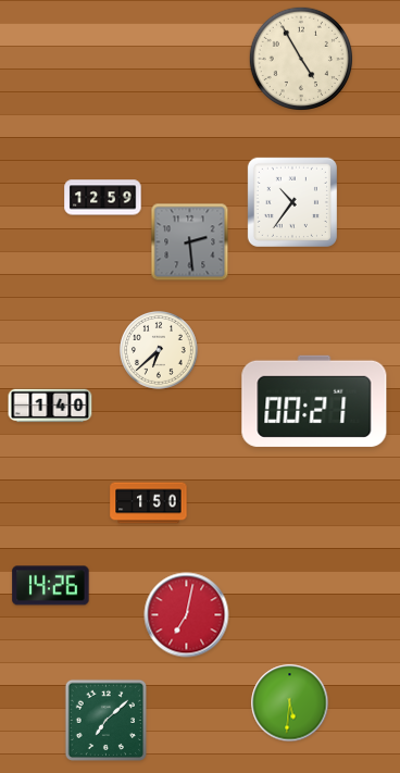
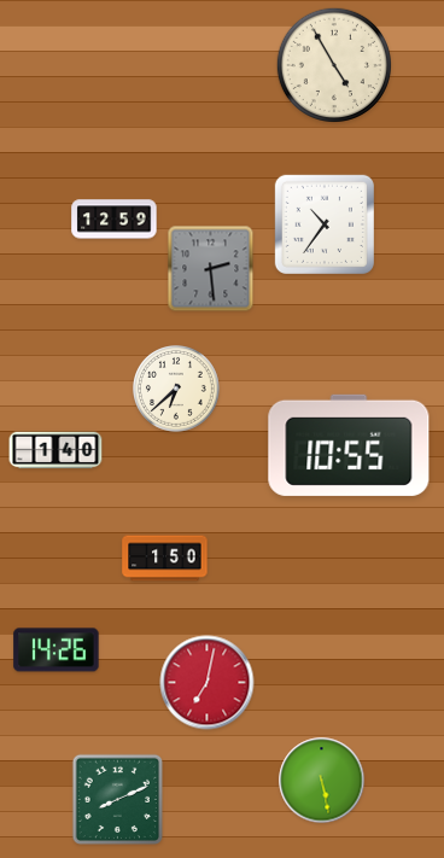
clock at (314, 401): 00:21 -> 10:55
clock at (290, 703): 5:31 -> 5:28
clock at (105, 720): 7:08 -> 8:11
